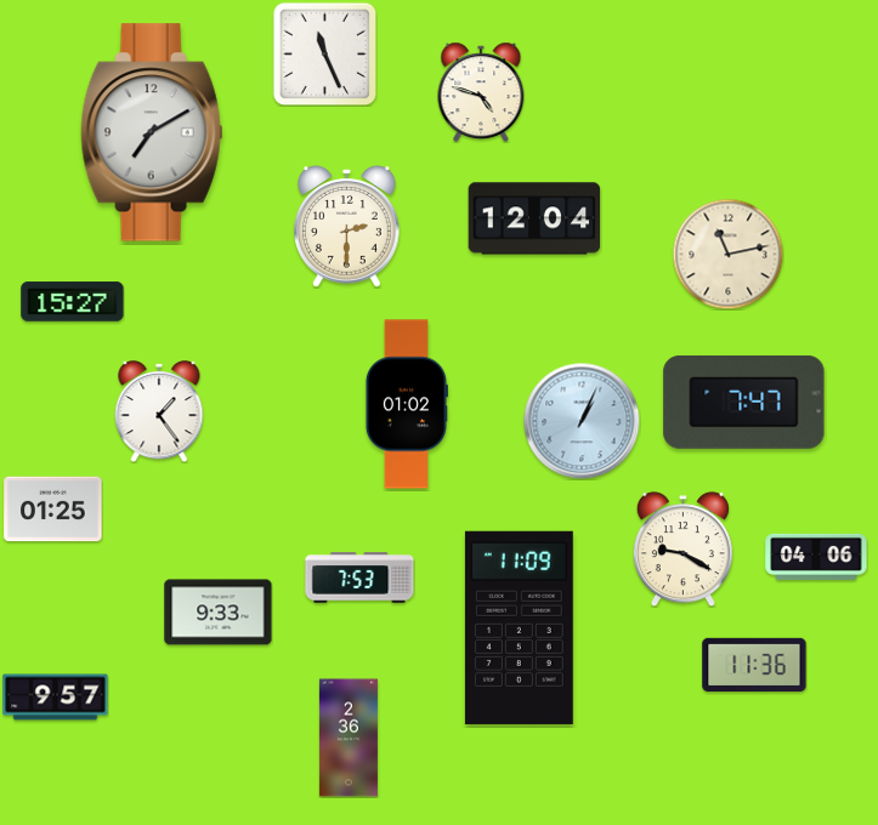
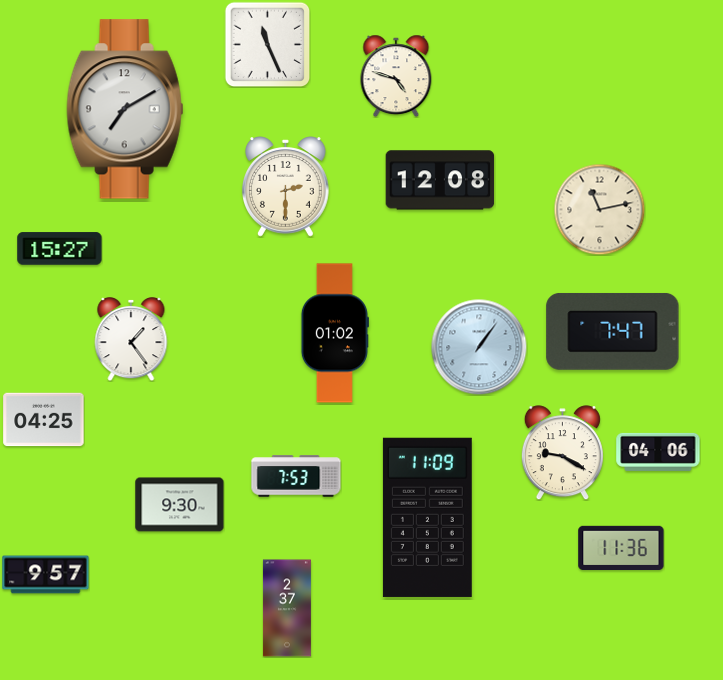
clock at (534, 218): 12:04 -> 12:08
clock at (582, 421): 1:04 -> 1:06
clock at (53, 510): 01:25 -> 04:25
clock at (816, 557) position: (816, 557) -> (658, 452)
clock at (219, 613): 9:33 -> 9:30
clock at (349, 738): 2:36 -> 2:37
